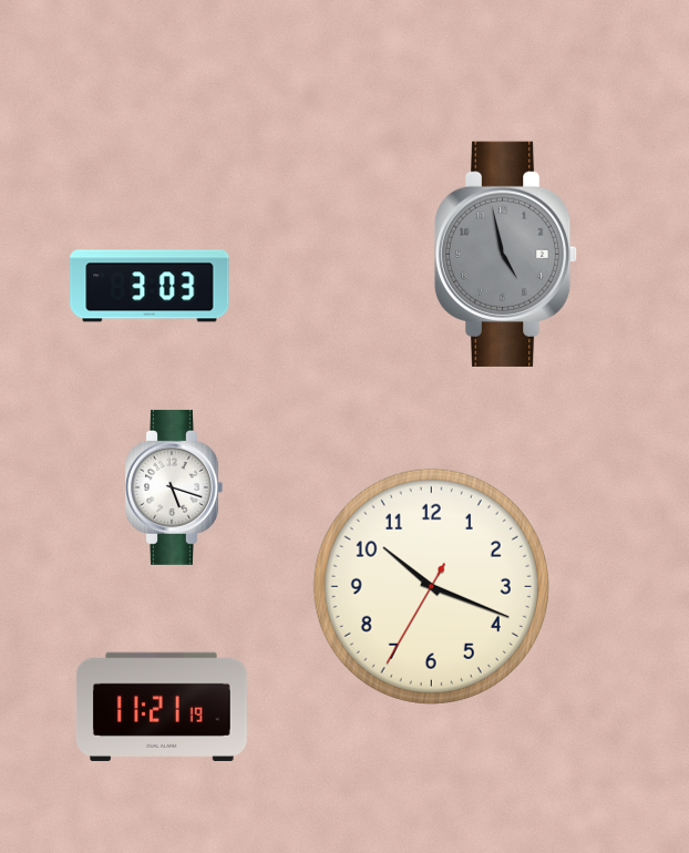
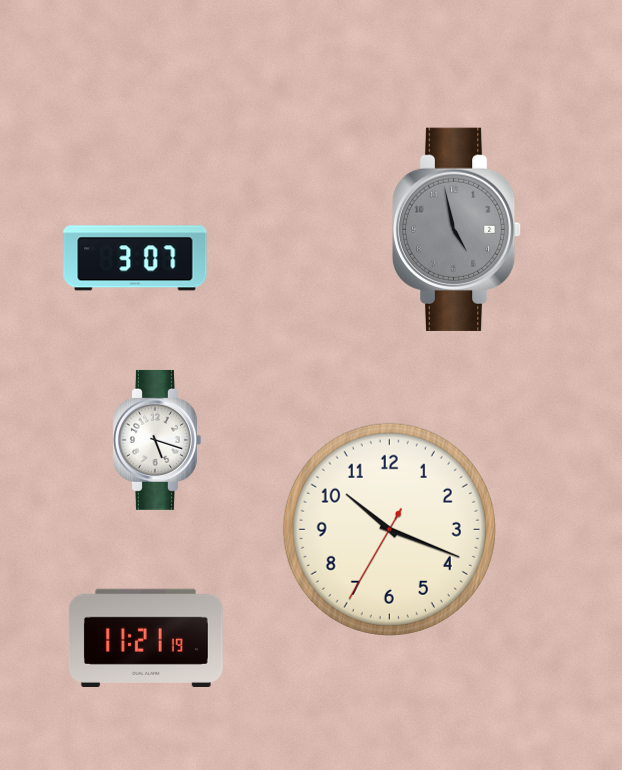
clock at (150, 286): 3:03 -> 3:07
